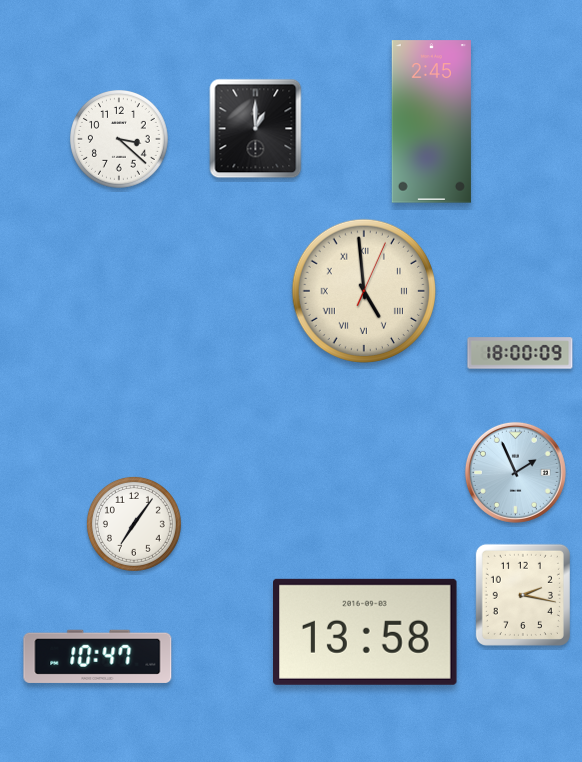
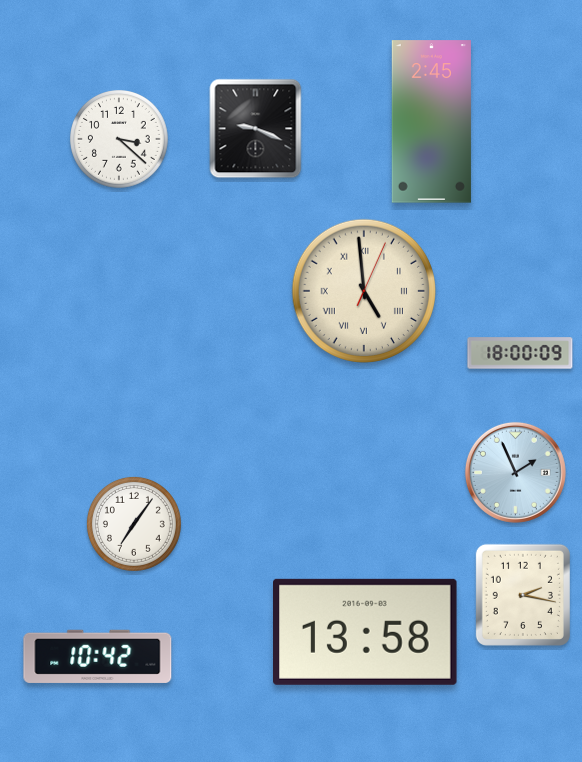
clock at (256, 129): 1:00 -> 9:19
clock at (98, 656): 10:47 -> 10:42
